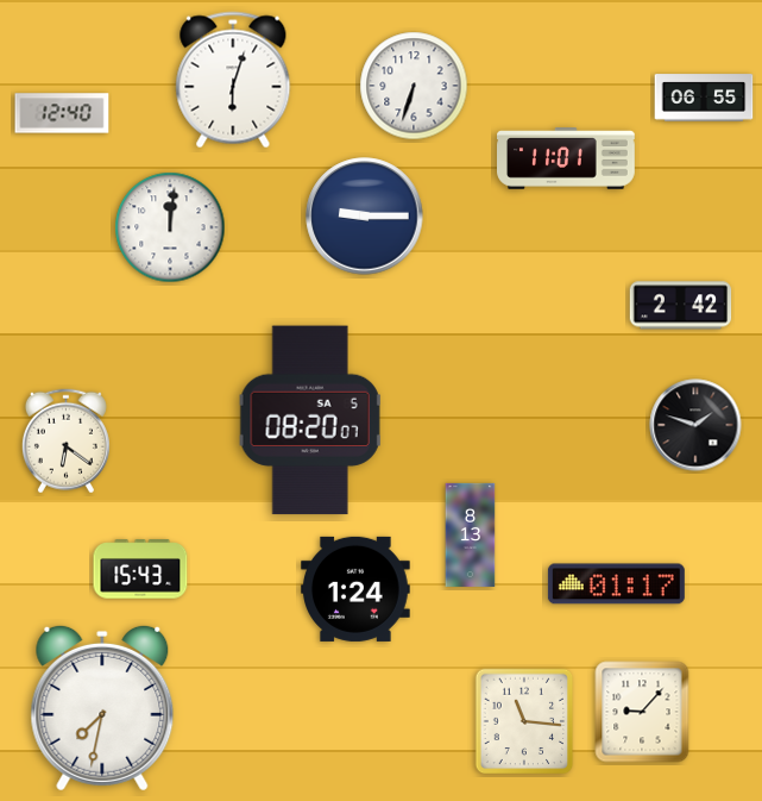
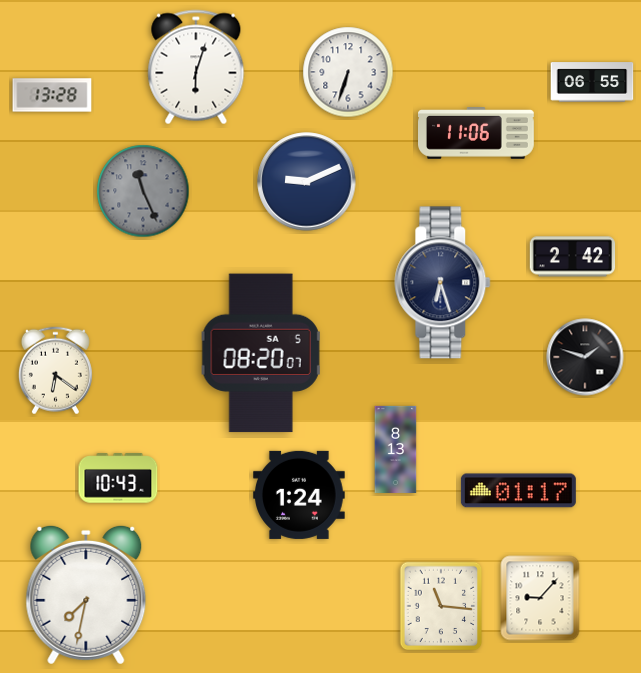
clock at (62, 113): 12:40 -> 13:28
clock at (567, 159): 11:01 -> 11:06
clock at (365, 217): 9:15 -> 9:11
clock at (170, 227): 12:01 -> 11:26
clock at (170, 227) dial: white -> grey
clock at (443, 283): none -> 6:27
clock at (140, 569): 15:43 -> 10:43
